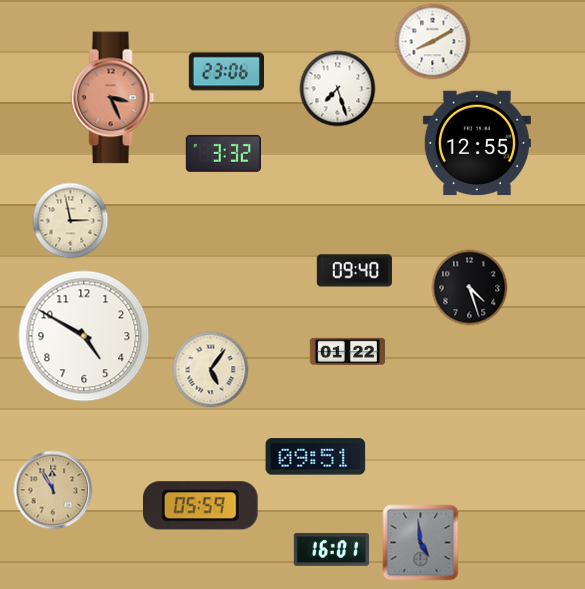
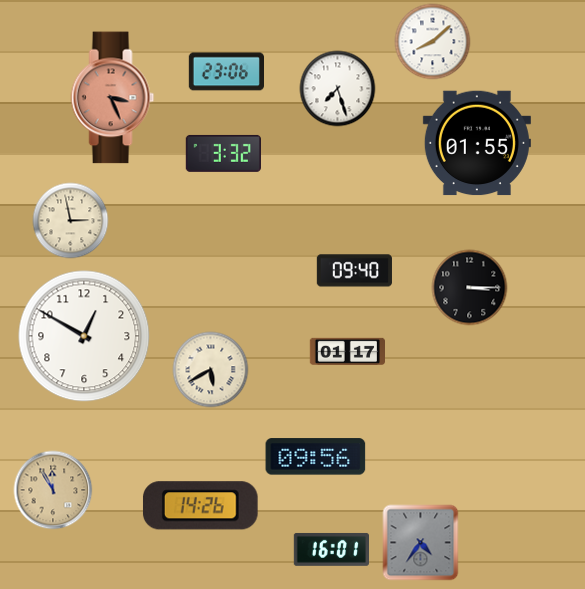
clock at (433, 42): 8:10 -> 8:08
clock at (477, 143): 12:55 -> 01:55
clock at (470, 288): 4:27 -> 3:15
clock at (84, 336): 4:50 -> 12:50
clock at (347, 351): 01:22 -> 01:17
clock at (211, 370): 5:06 -> 5:40
clock at (316, 457): 09:51 -> 09:56
clock at (200, 506): 05:59 -> 14:26
clock at (421, 543): 4:59 -> 4:36
